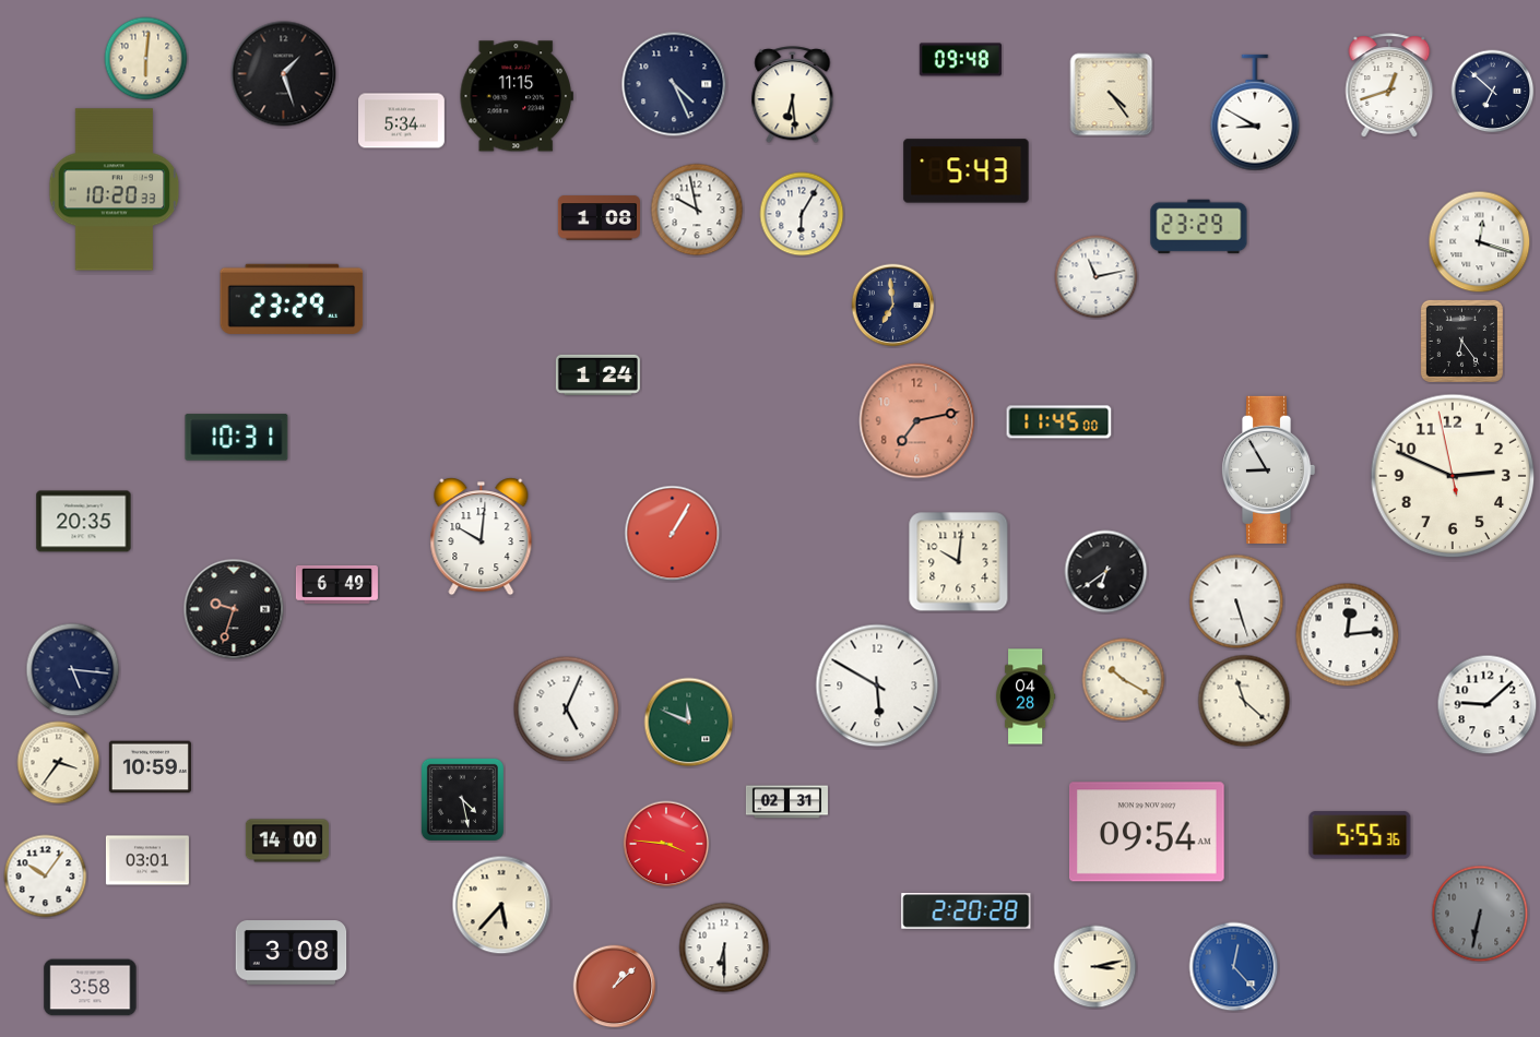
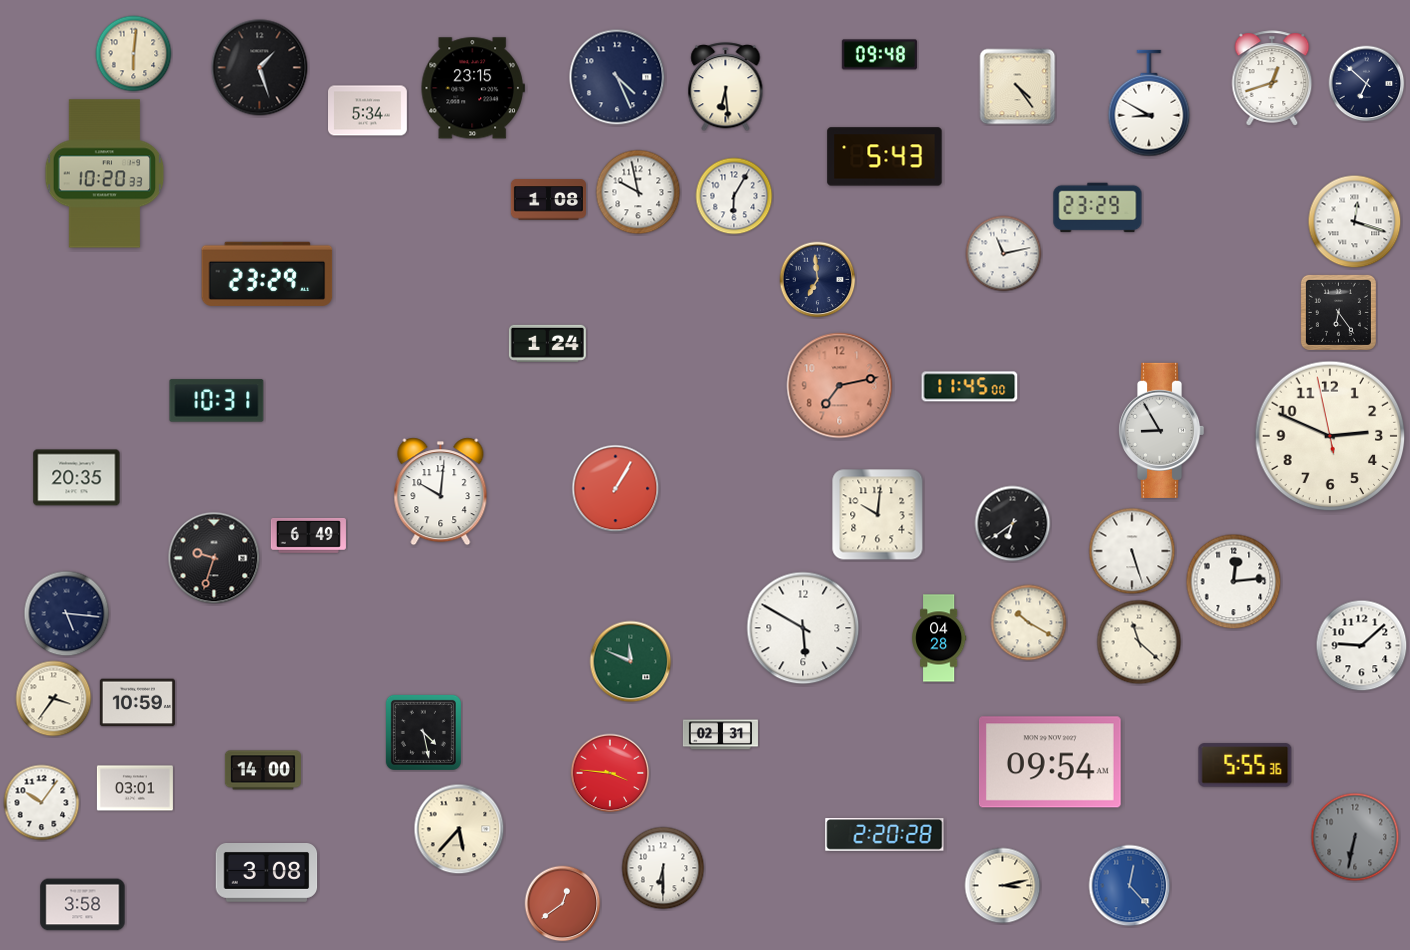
clock at (517, 96): 11:15 -> 23:15
clock at (567, 710): 5:04 -> none
clock at (615, 987): 1:08 -> 12:39
